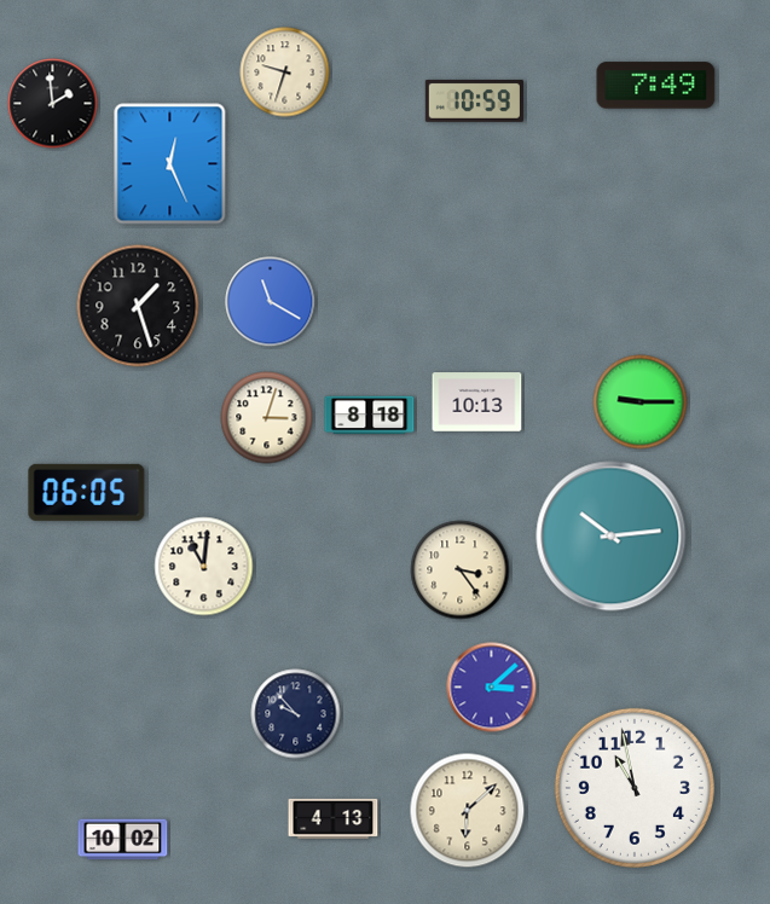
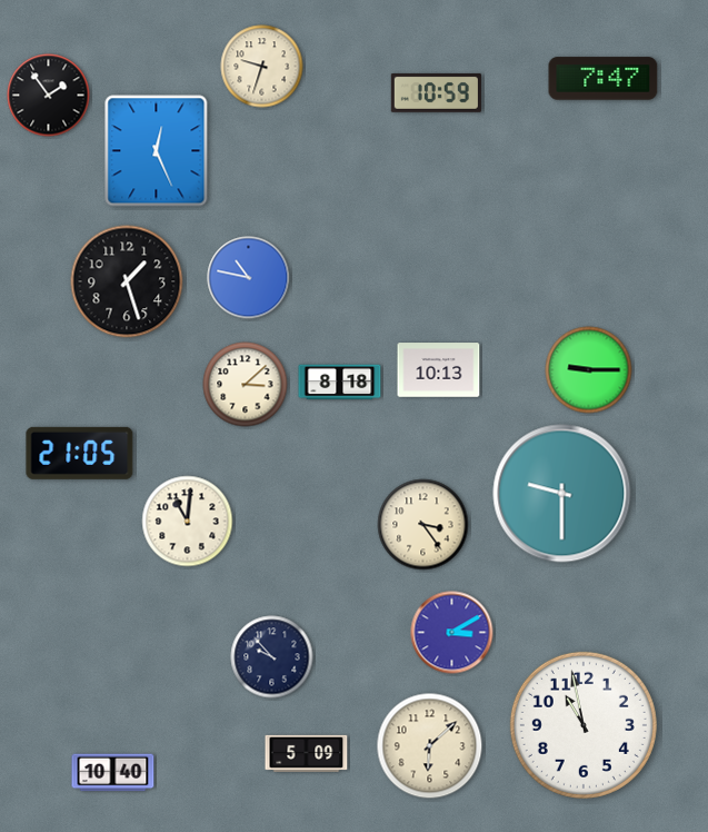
clock at (656, 86): 7:49 -> 7:47
clock at (53, 104): 1:59 -> 1:54
clock at (271, 302): 11:20 -> 10:47
clock at (267, 418): 3:03 -> 3:08
clock at (87, 492): 06:05 -> 21:05
clock at (612, 537): 10:14 -> 9:30
clock at (492, 688): 3:08 -> 3:10
clock at (334, 818): 4:13 -> 5:09
clock at (123, 840): 10:02 -> 10:40
